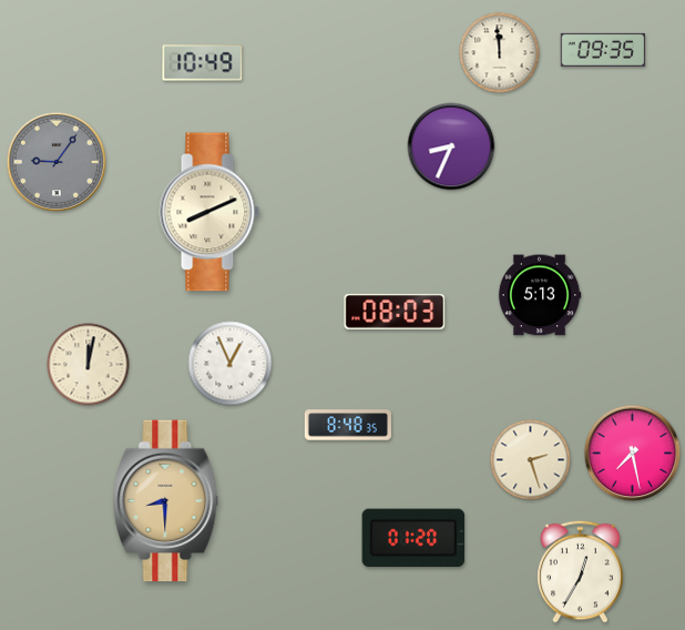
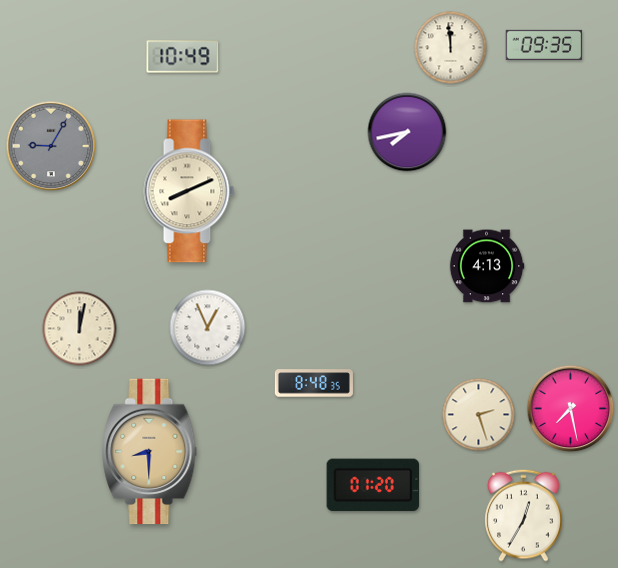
clock at (451, 146): 8:34 -> 7:43
clock at (57, 162): 9:06 -> 9:05
clock at (540, 295): 5:13 -> 4:13
clock at (395, 312): 08:03 -> none
